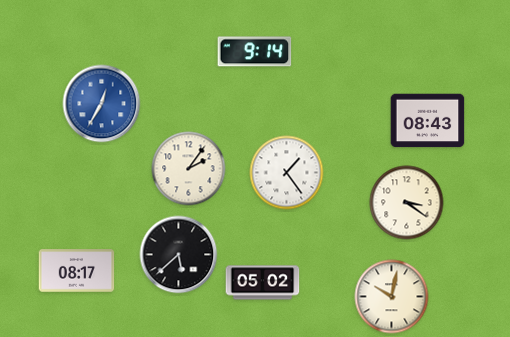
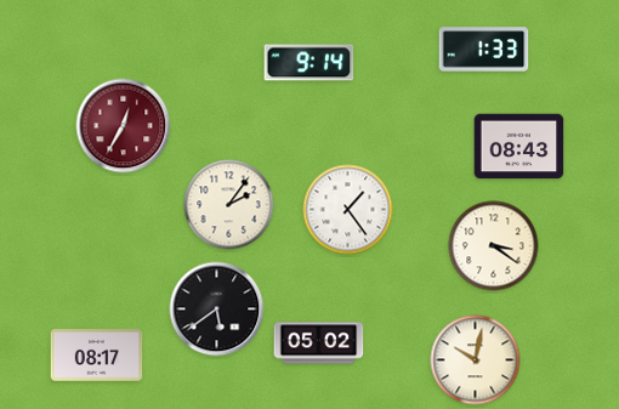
clock at (484, 50): none -> 1:33
clock at (102, 104) dial: blue -> burgundy
clock at (179, 255): 5:38 -> 5:39
clock at (77, 271) position: (77, 271) -> (97, 356)
